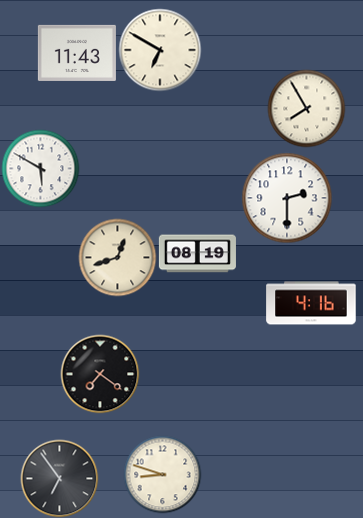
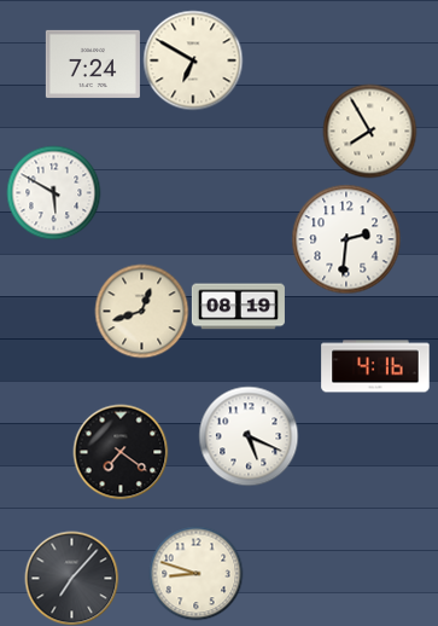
clock at (77, 53): 11:43 -> 7:24
clock at (40, 168) position: (40, 168) -> (53, 192)
clock at (287, 198): 2:30 -> 2:31
clock at (249, 436): none -> 5:19
clock at (59, 478): 6:54 -> 7:07
